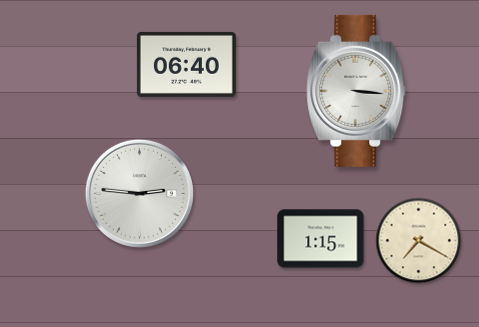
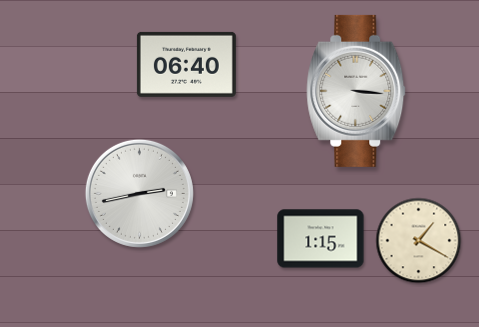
clock at (139, 193): 2:46 -> 2:43
clock at (419, 241): 7:20 -> 1:20
